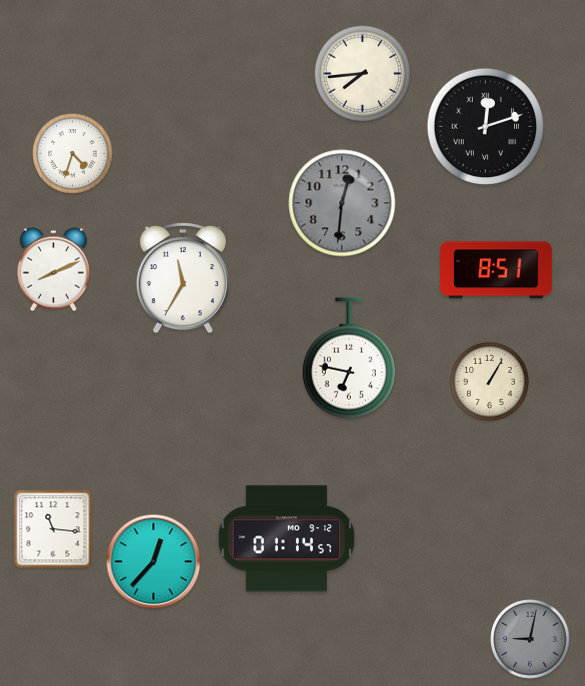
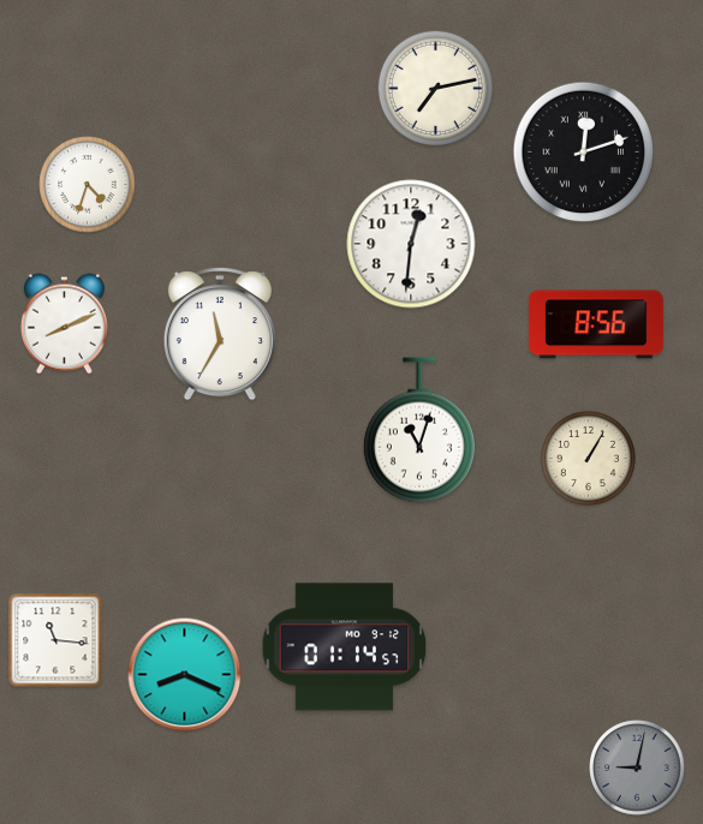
clock at (363, 74): 7:44 -> 7:13
clock at (342, 203) dial: grey -> white
clock at (496, 270): 8:51 -> 8:56
clock at (349, 358): 6:47 -> 11:03
clock at (53, 529) position: (53, 529) -> (55, 640)
clock at (154, 562): 12:37 -> 8:19
